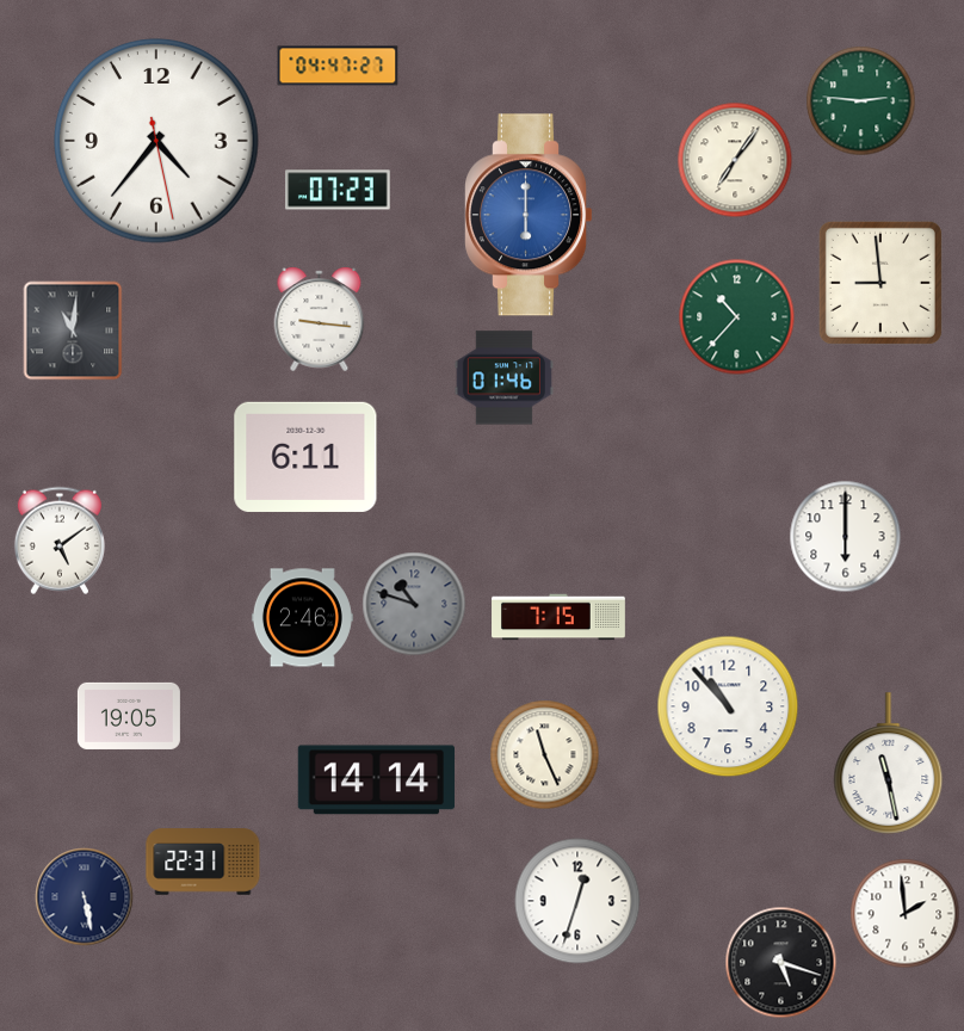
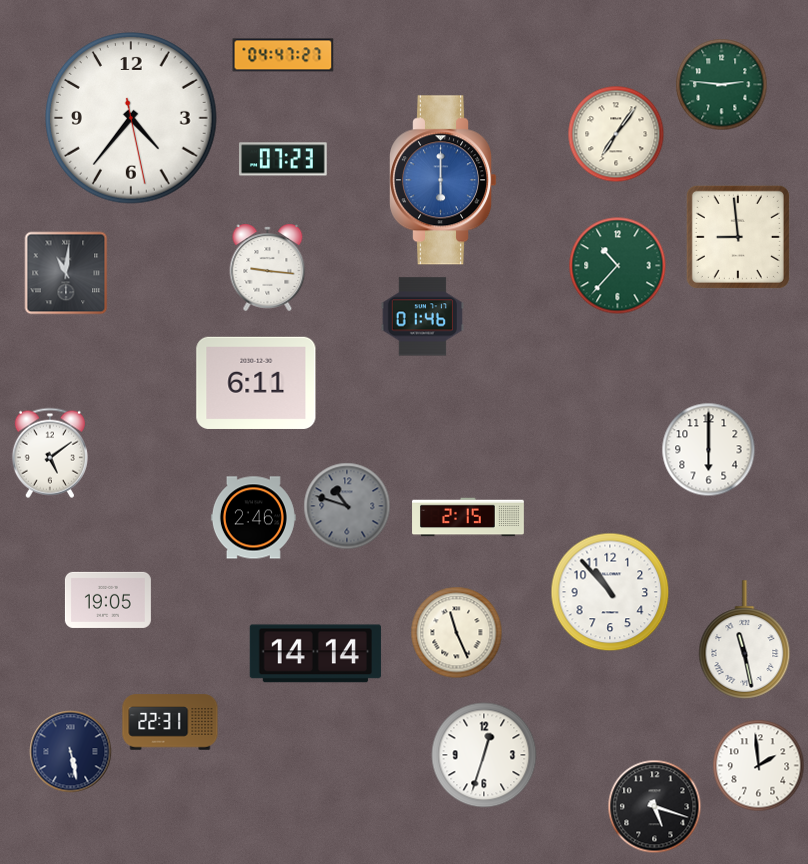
clock at (73, 331) position: (73, 331) -> (66, 273)
clock at (558, 617): 7:15 -> 2:15
